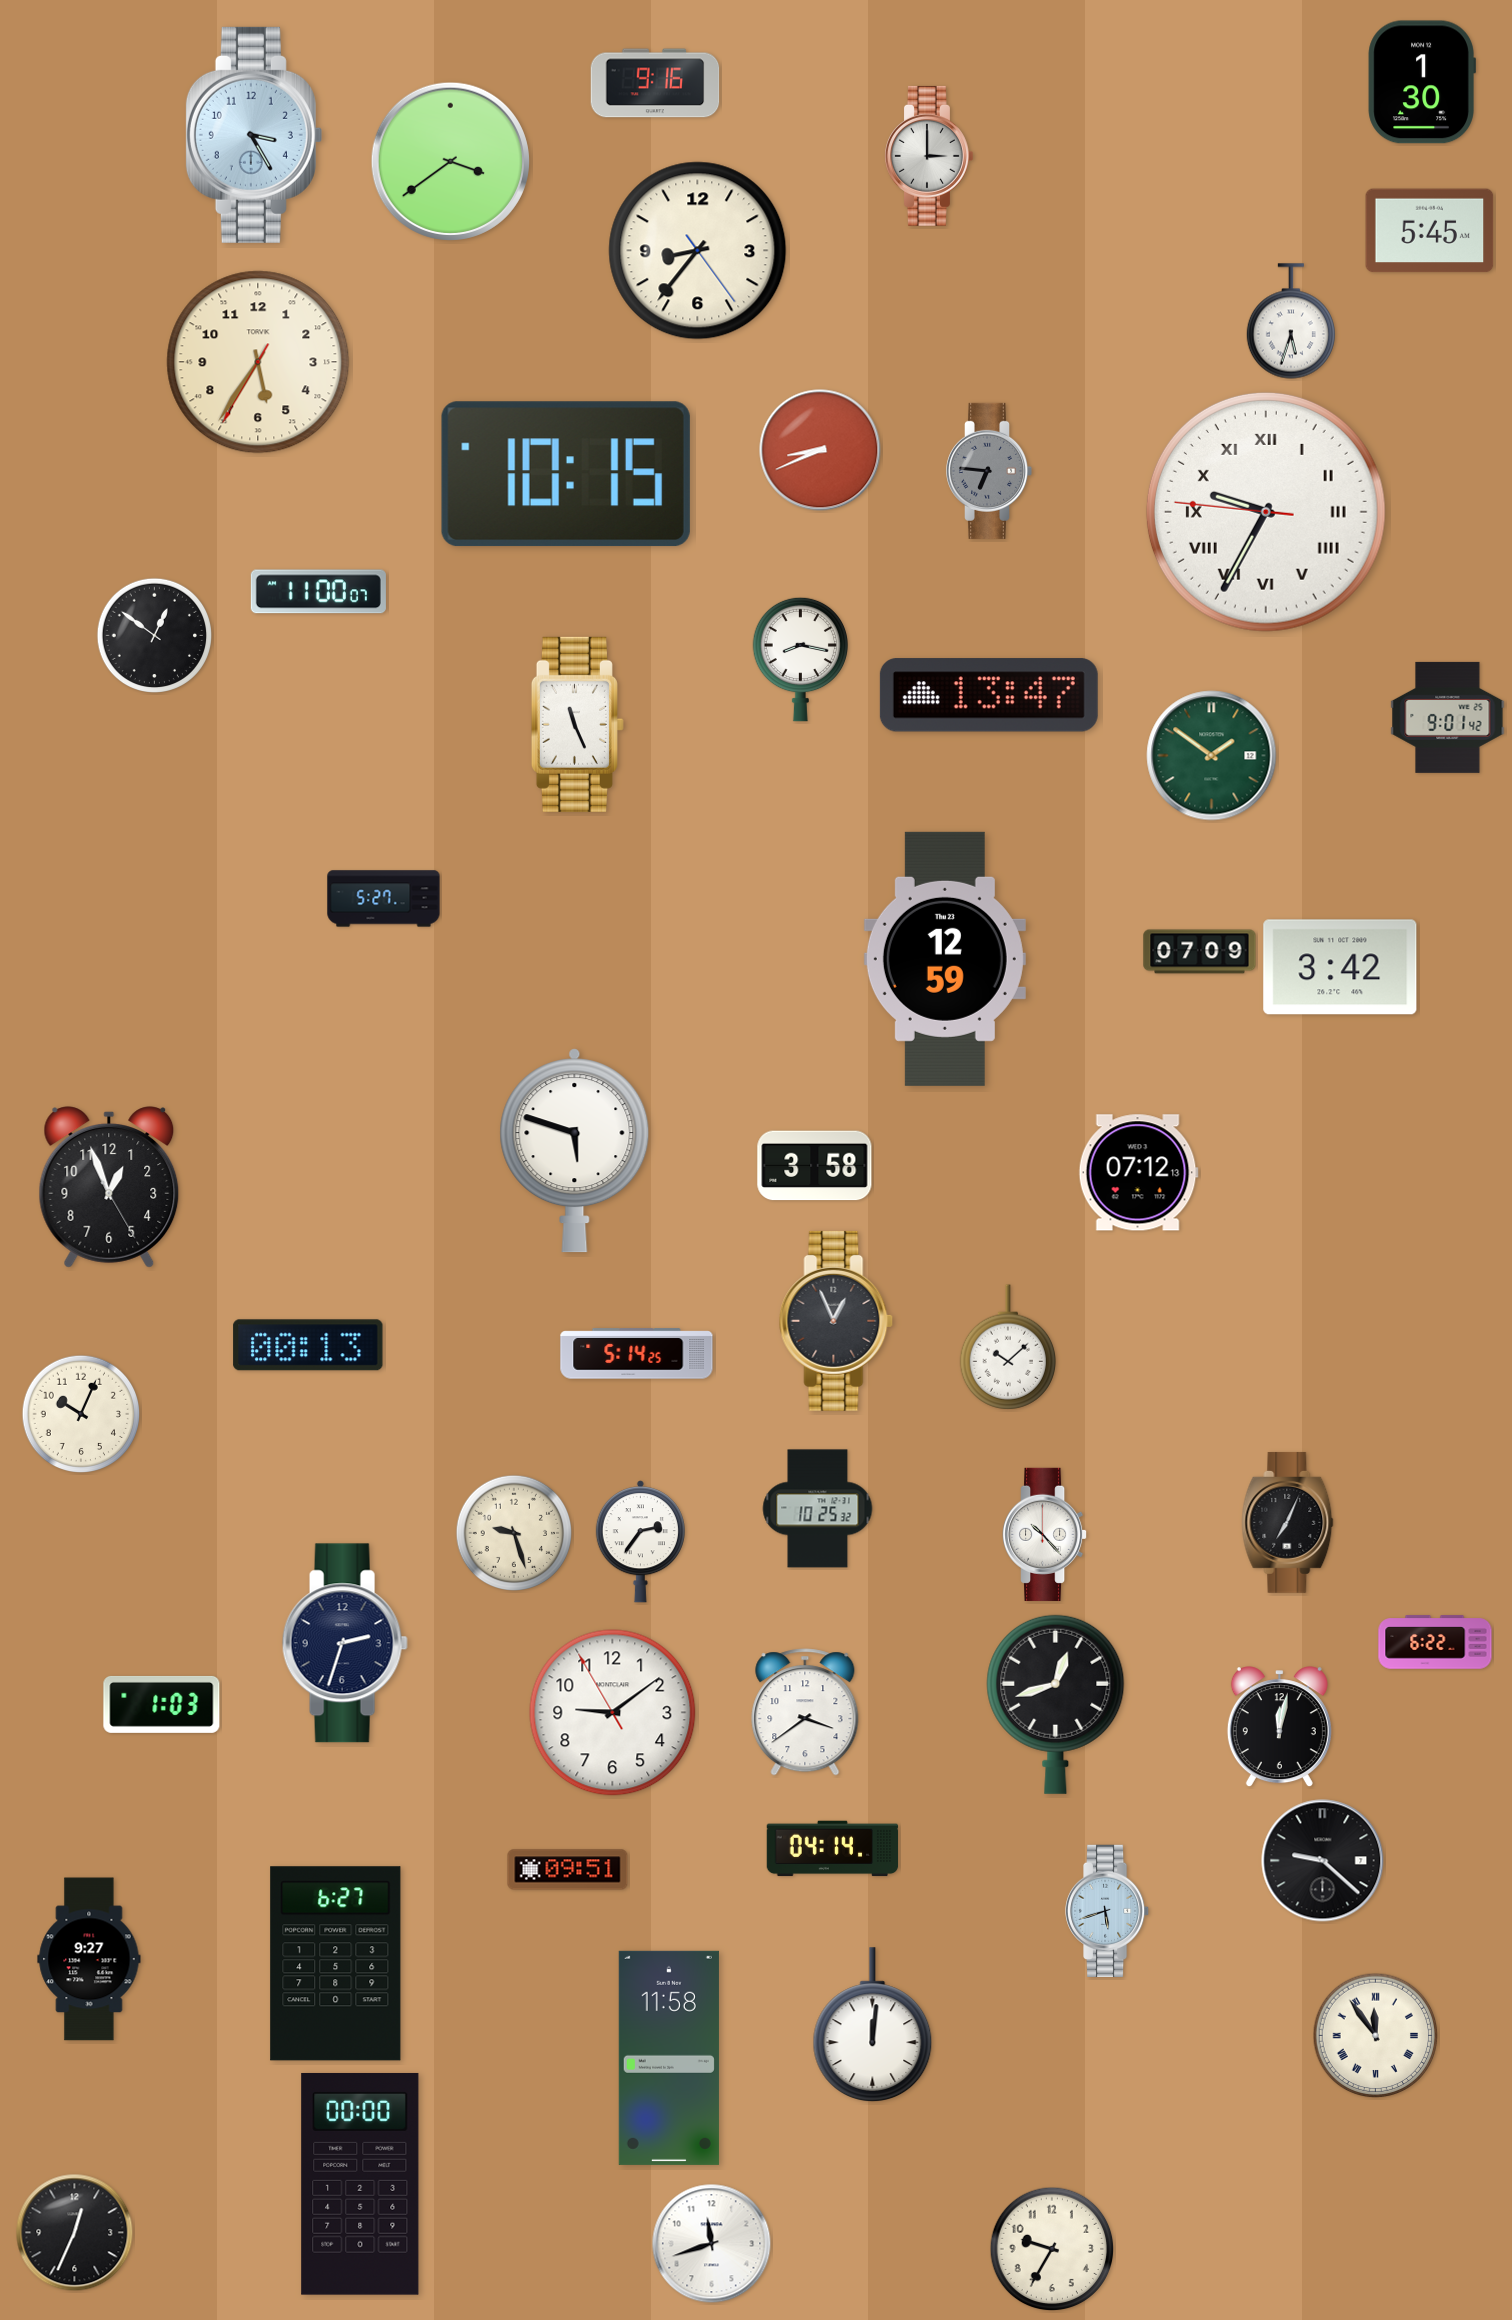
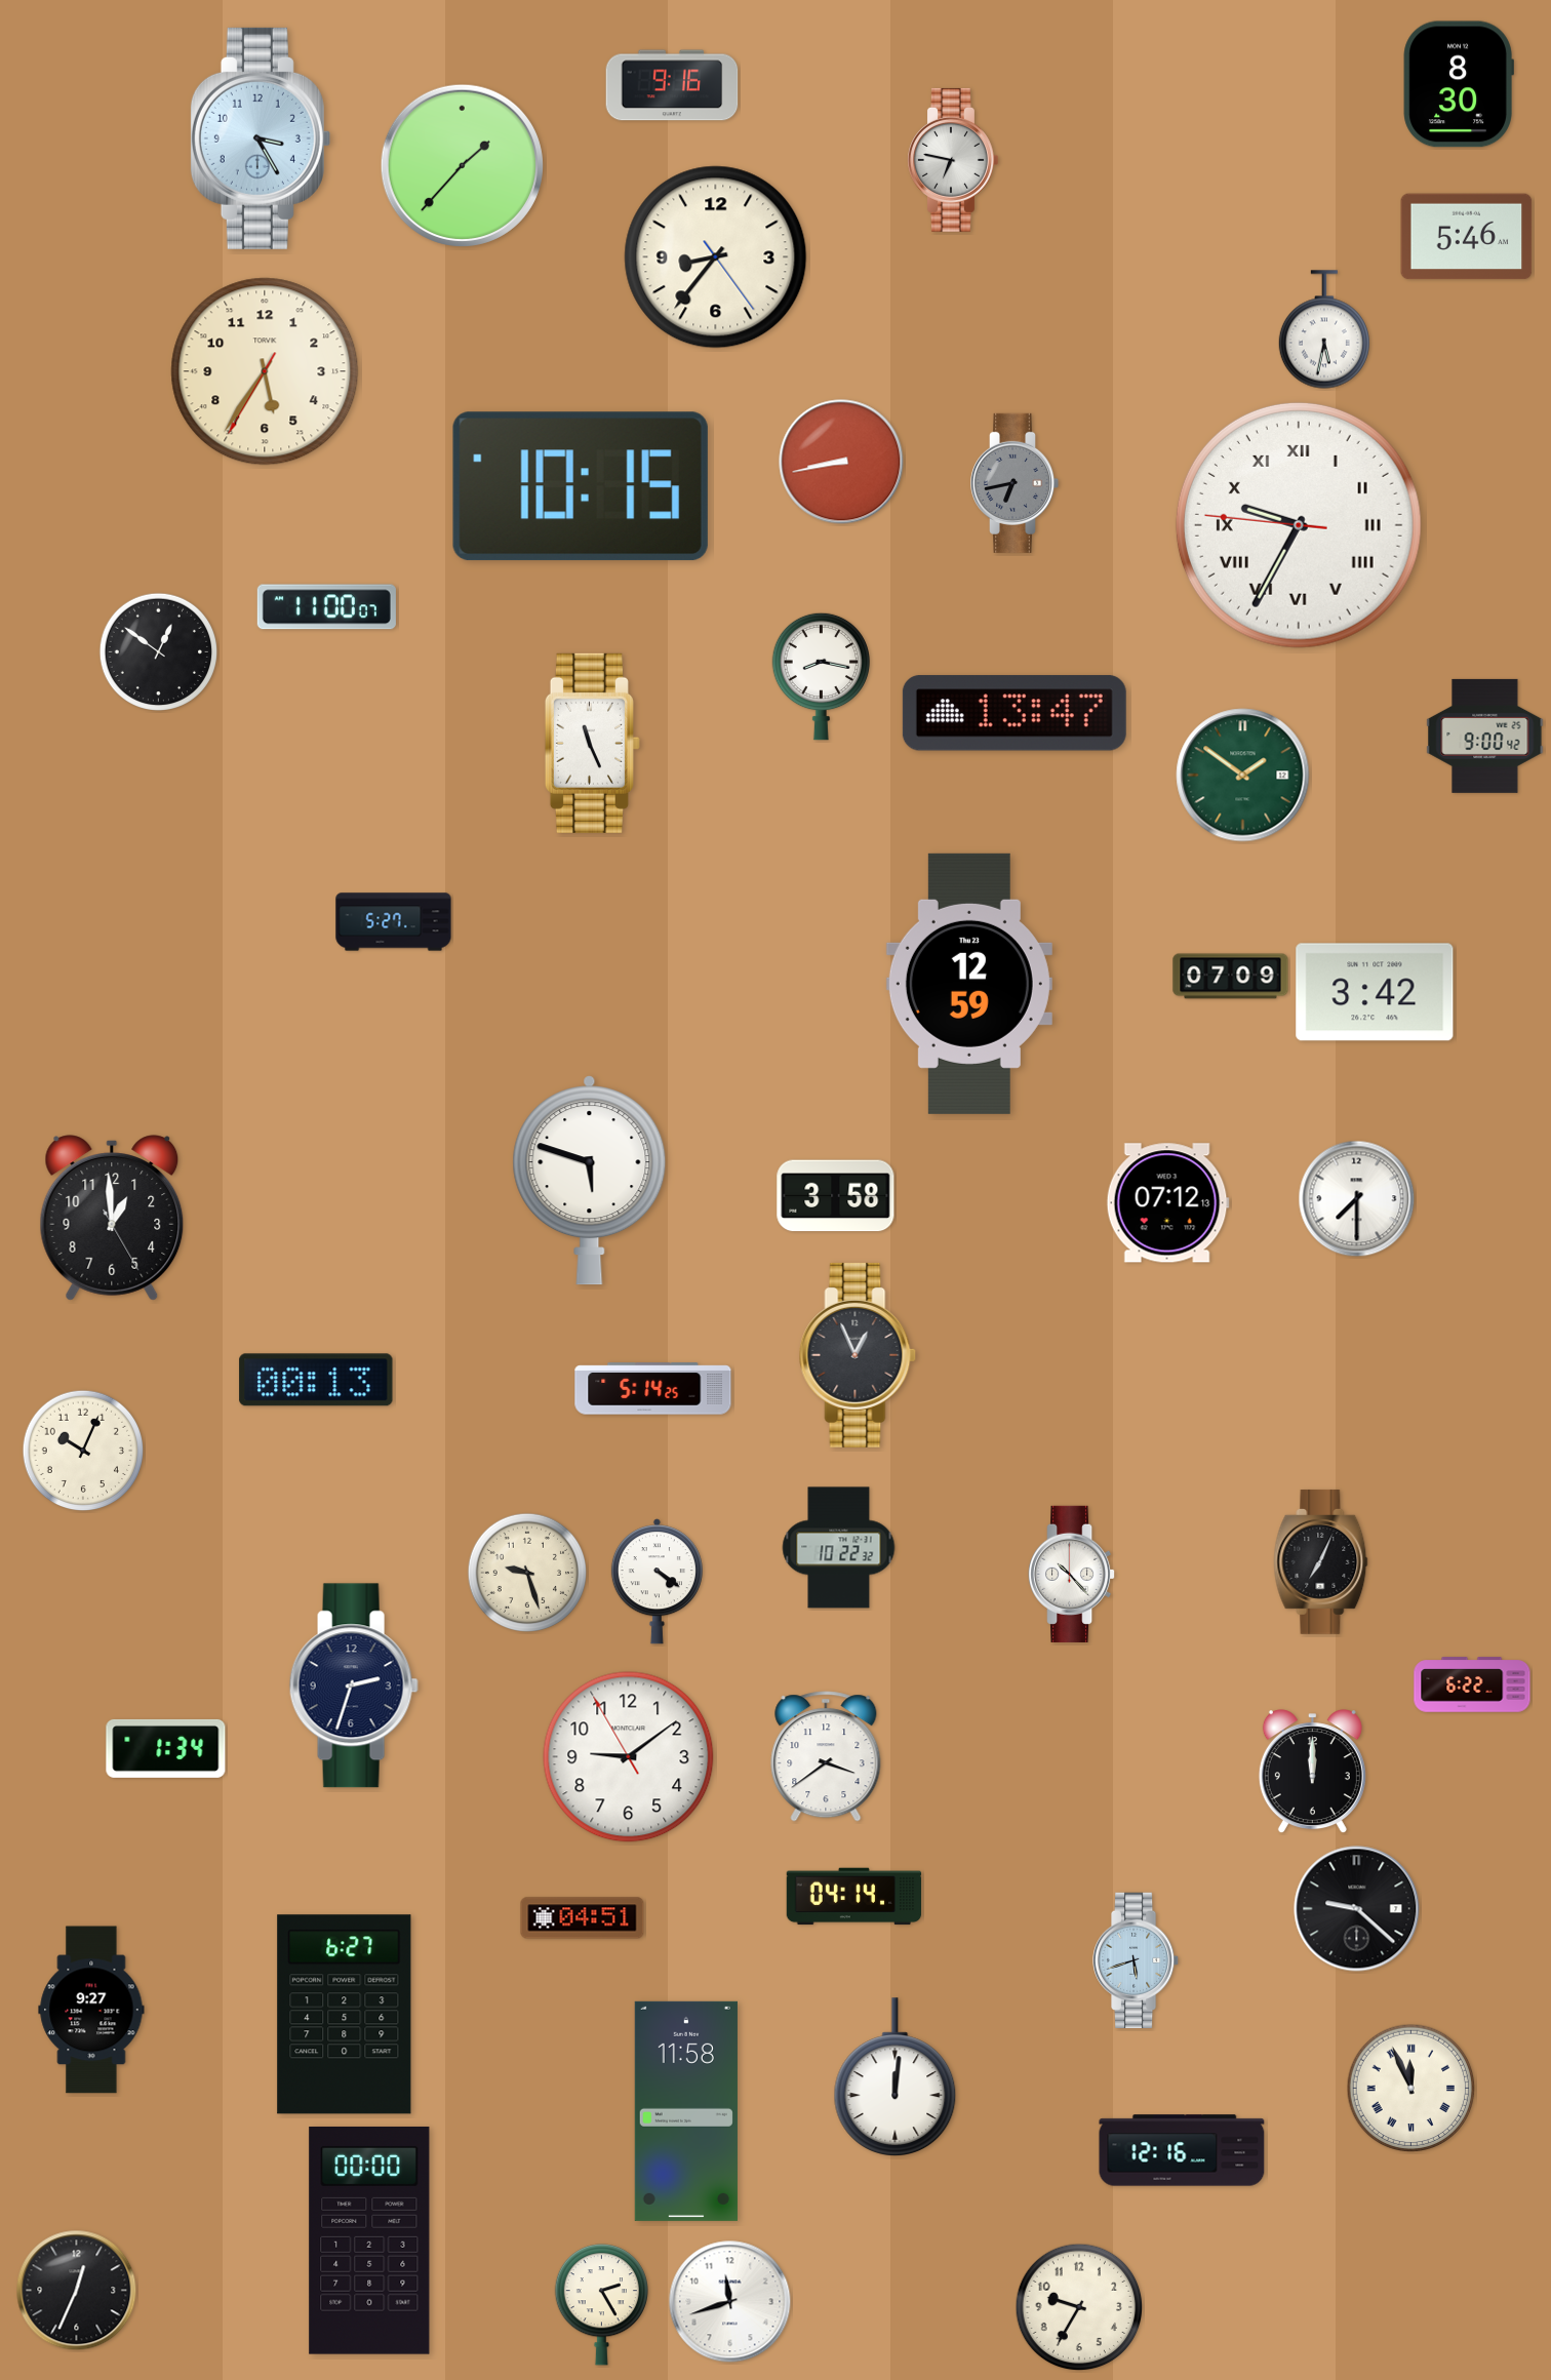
clock at (1422, 82): 1:30 -> 8:30
clock at (929, 156): 3:00 -> 6:47
clock at (450, 161): 3:39 -> 1:37
clock at (1430, 231): 5:45 -> 5:46
clock at (1290, 321): 5:33 -> 5:32
clock at (820, 450): 8:41 -> 8:43
clock at (990, 471): 6:46 -> 6:43
clock at (1448, 717): 9:01 -> 9:00
clock at (1357, 1199): none -> 7:30
clock at (109, 1187): 12:56 -> 12:59
clock at (1007, 1347): 10:08 -> none
clock at (818, 1509): 10:25 -> 10:22
clock at (640, 1542): 2:36 -> 4:21
clock at (162, 1704): 1:03 -> 1:34
clock at (1056, 1704): 12:42 -> none
clock at (1279, 1727): 12:02 -> 12:00
clock at (568, 1870): 09:51 -> 04:51
clock at (1376, 2036): 11:54 -> 11:56
clock at (1182, 2150): none -> 12:16
clock at (601, 2305): none -> 2:25
